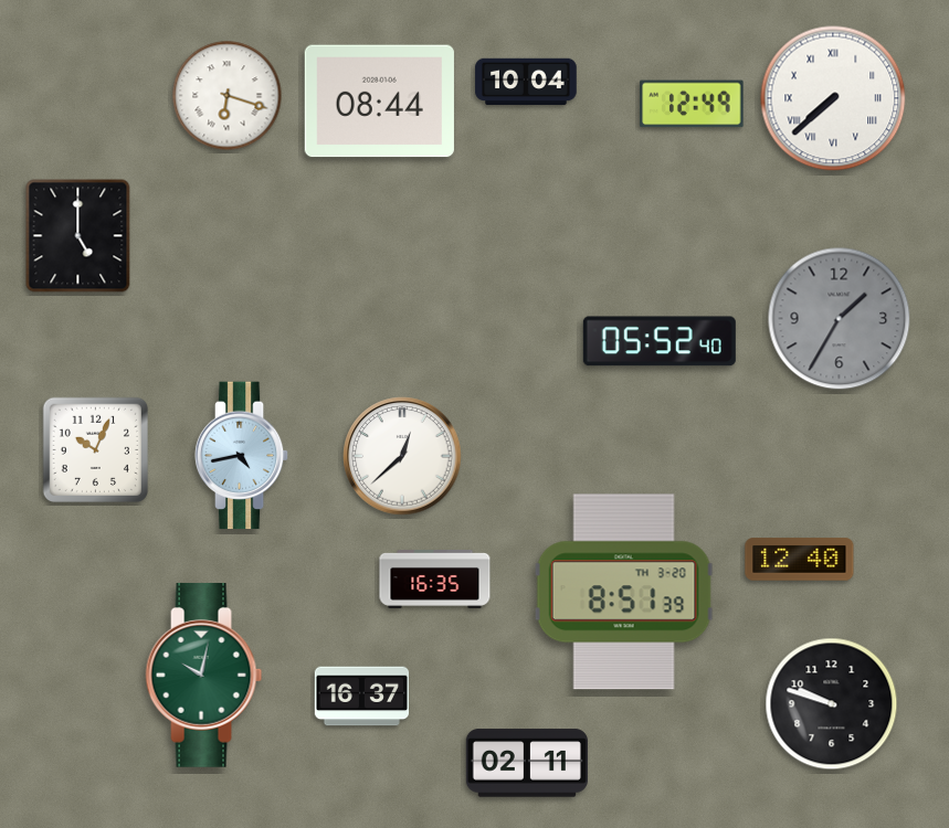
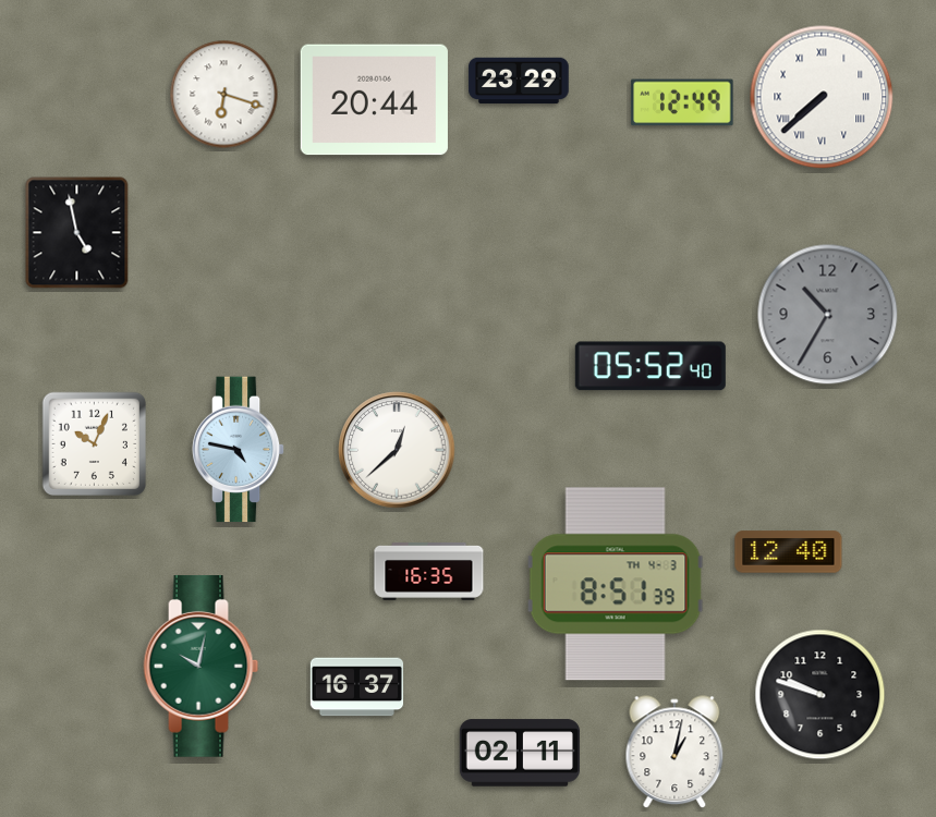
clock at (526, 82): 10:04 -> 23:29
clock at (379, 102): 08:44 -> 20:44
clock at (78, 236): 5:00 -> 4:58
clock at (840, 319): 1:35 -> 10:35
clock at (660, 341) position: (660, 341) -> (651, 366)
clock at (242, 456): 4:43 -> 4:47
clock at (624, 592) date: TH 3-20 -> TH 4-3
clock at (674, 753): none -> 1:02
